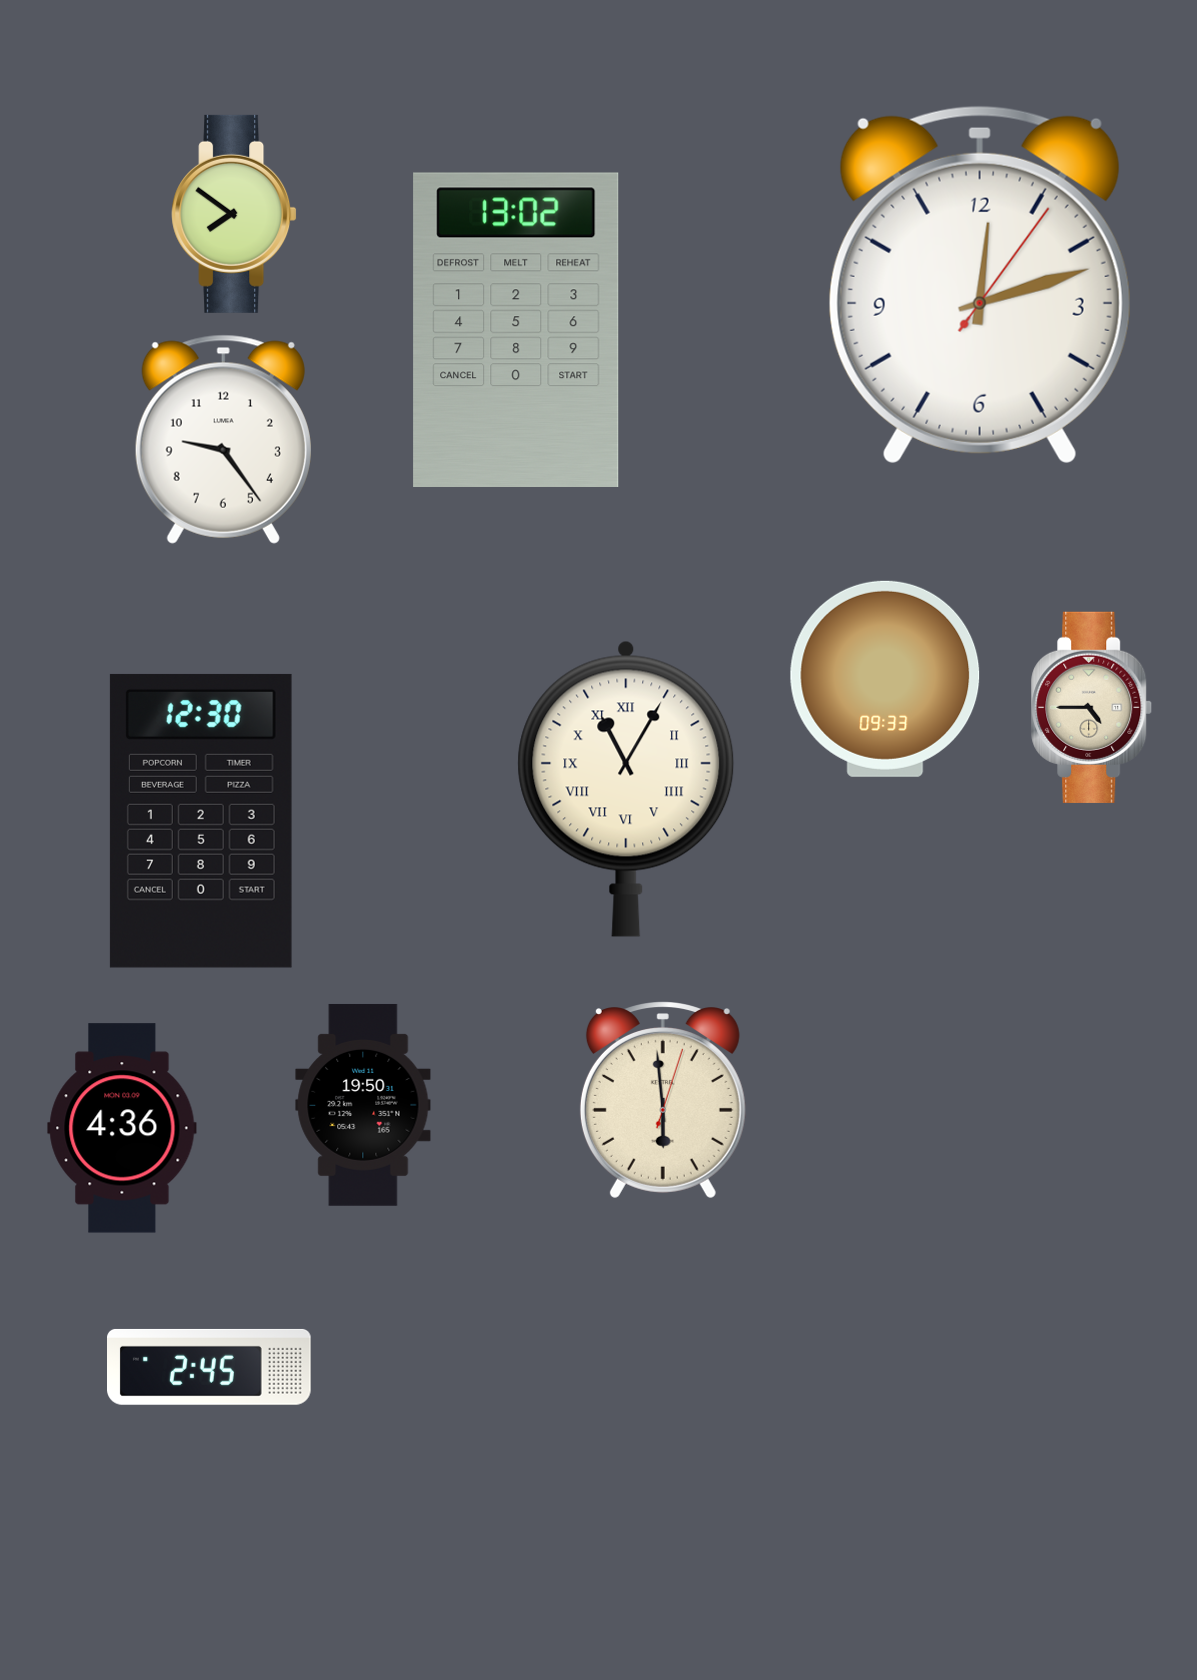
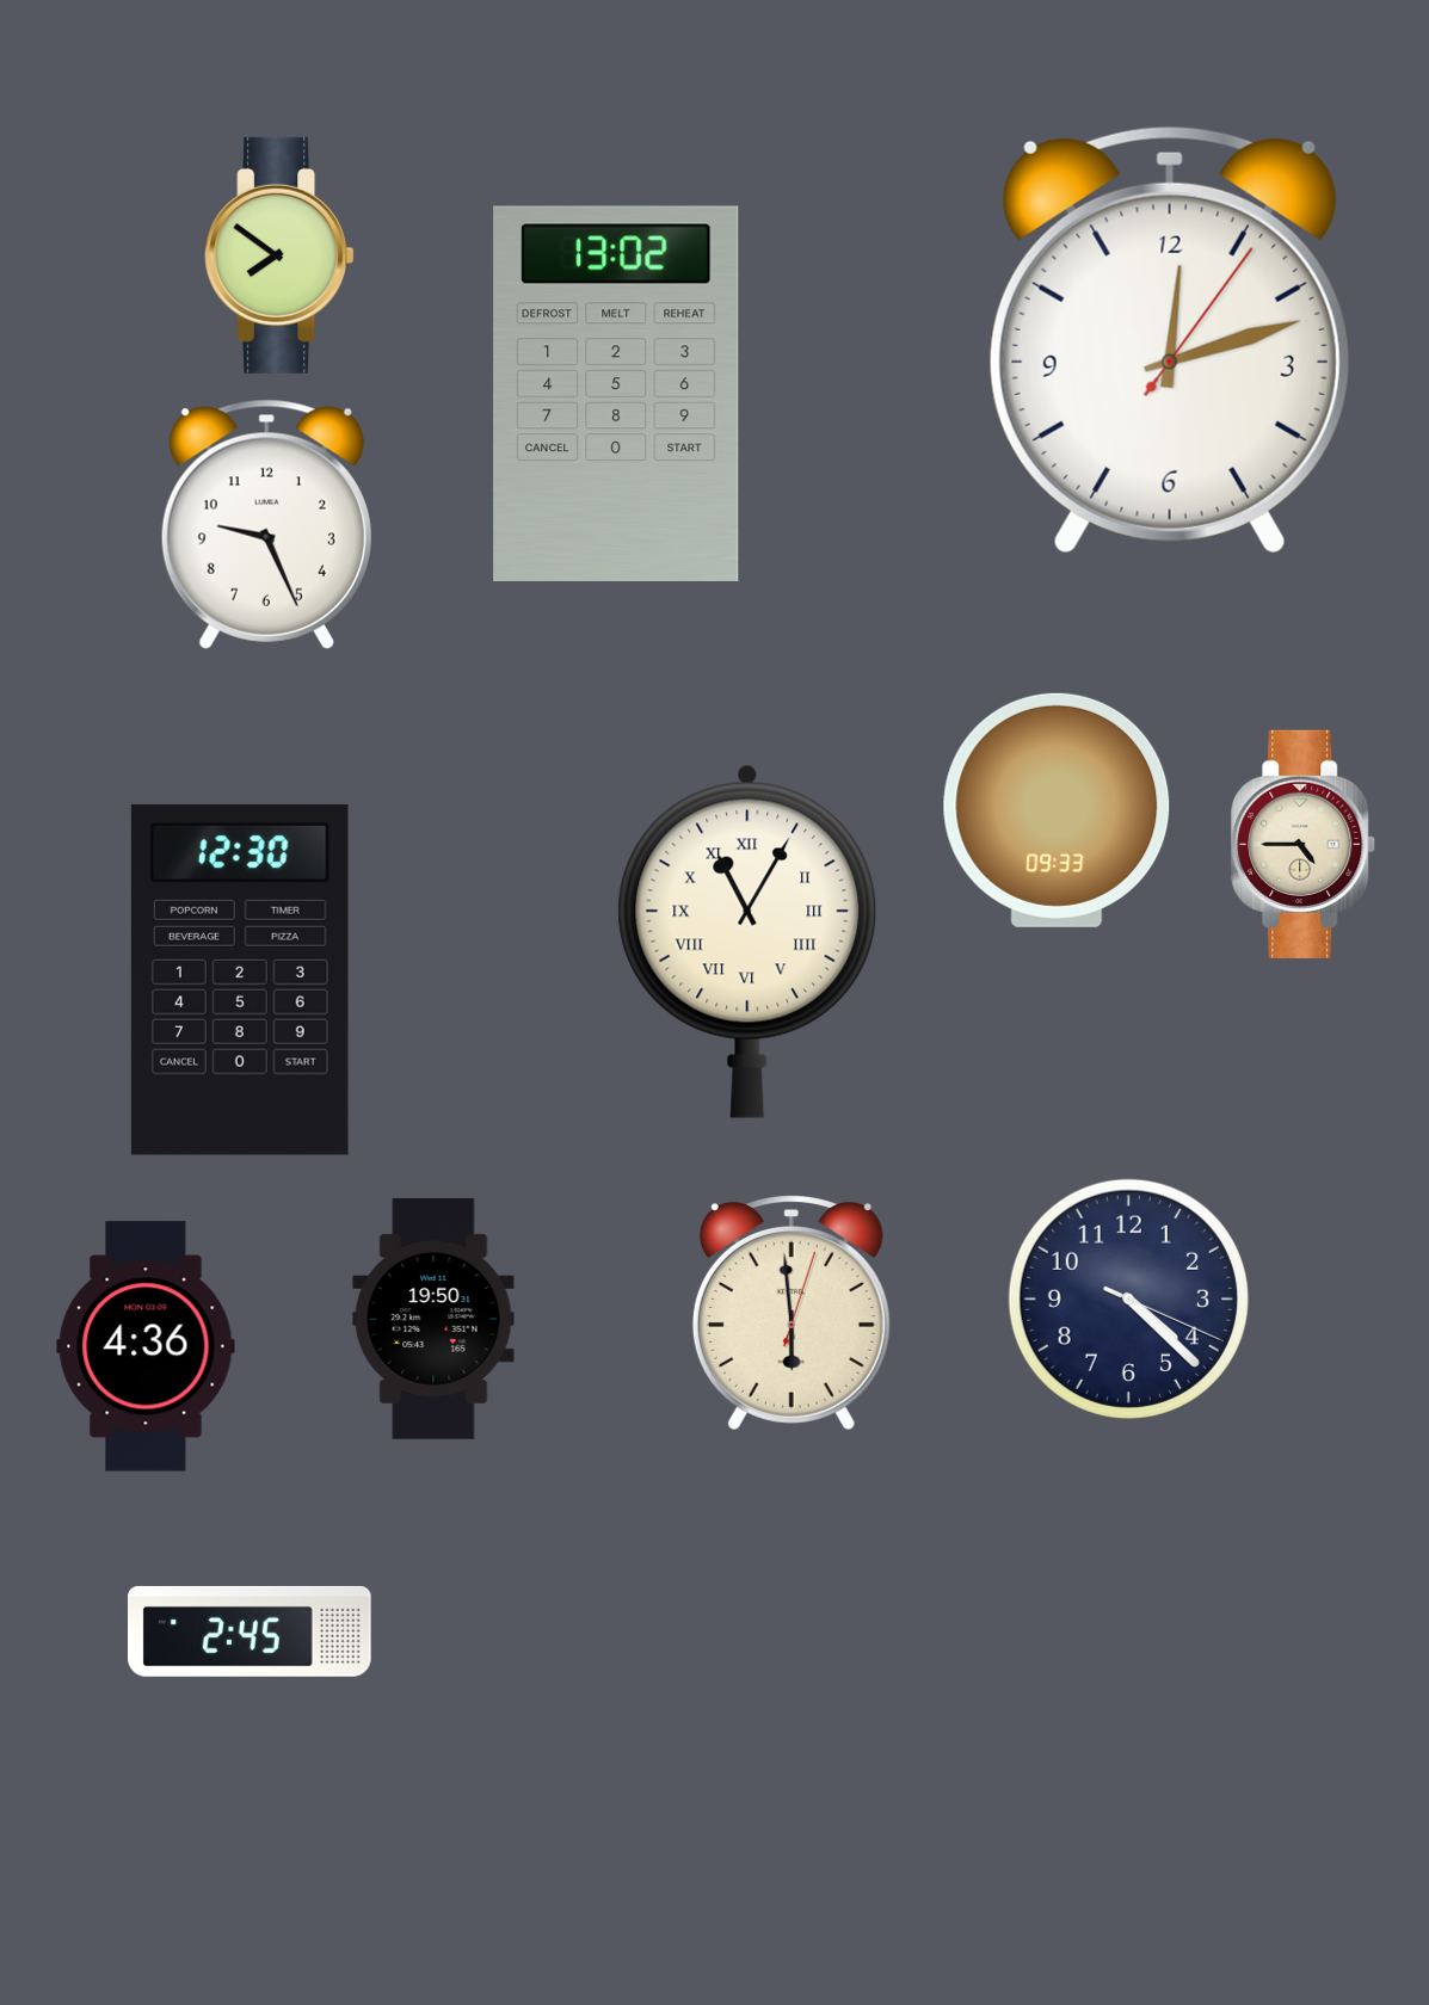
clock at (223, 439): 9:24 -> 9:26
clock at (1128, 1298): none -> 4:22
